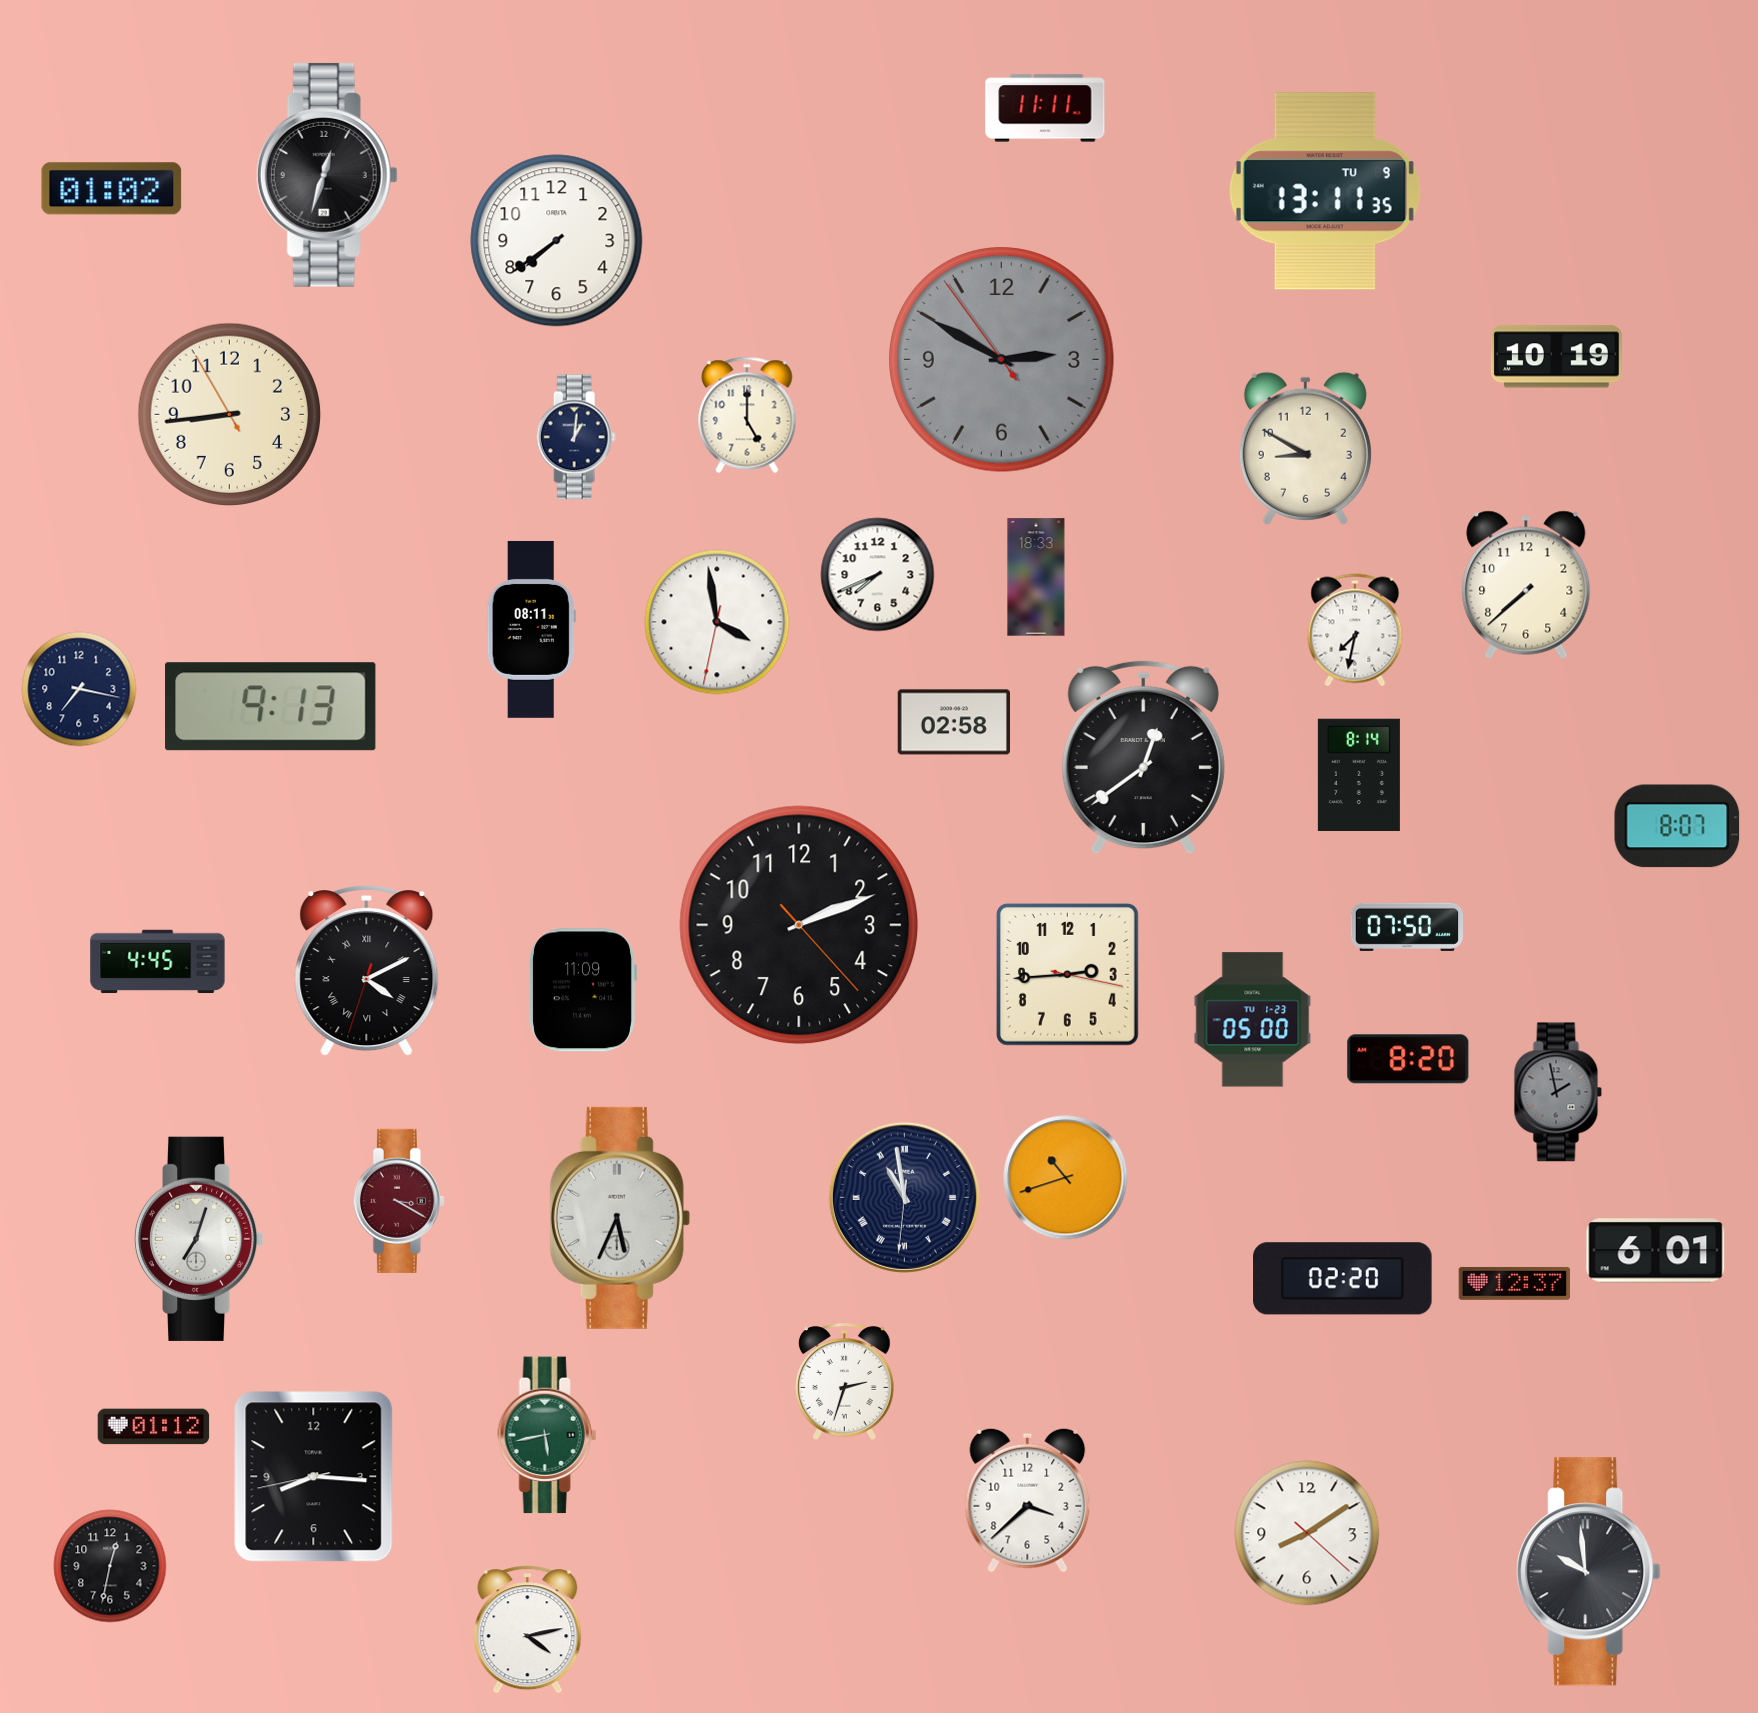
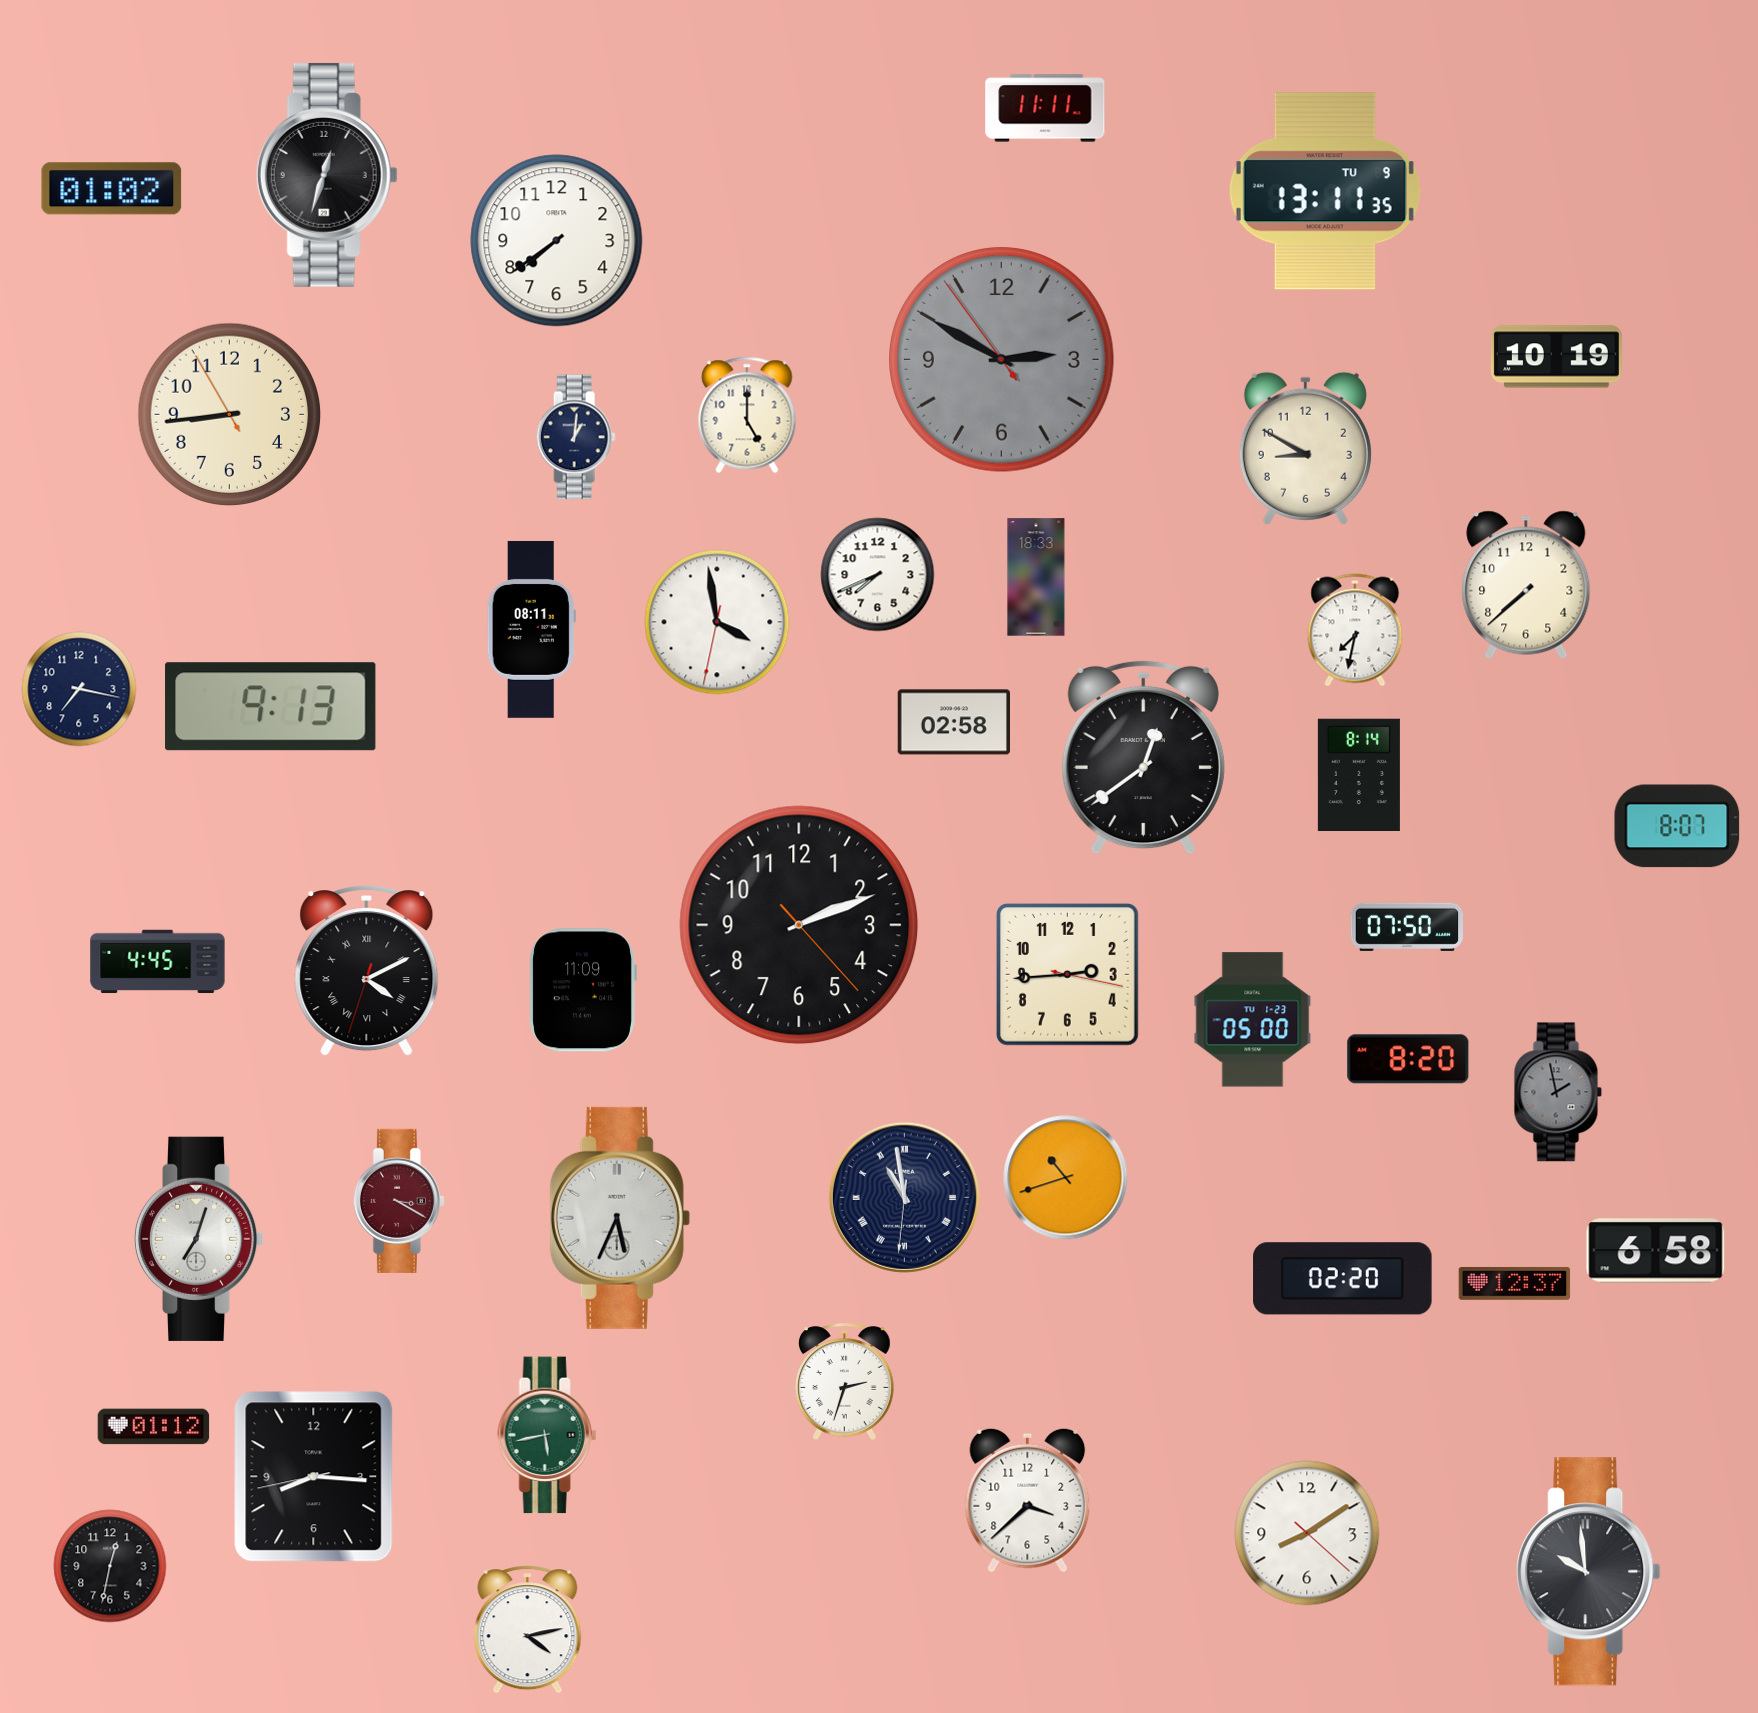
clock at (1656, 1251): 6:01 -> 6:58
